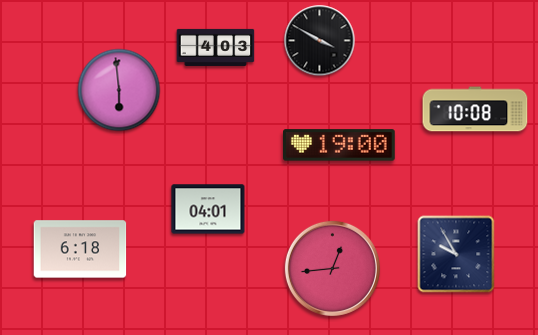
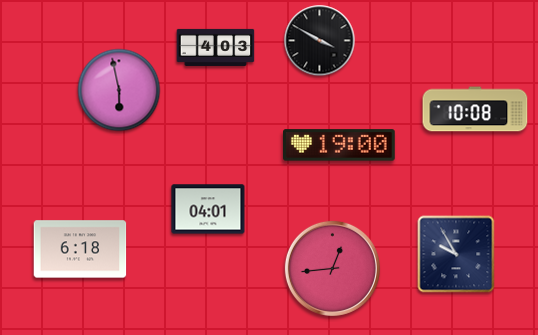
clock at (119, 90): 5:59 -> 5:58
